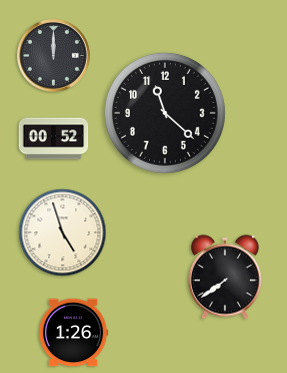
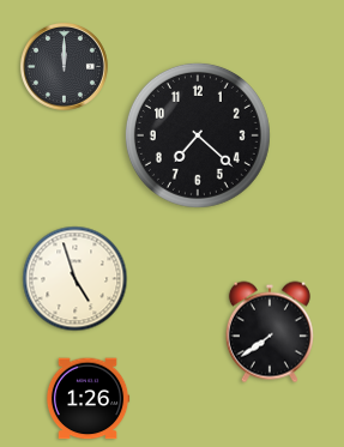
clock at (165, 113): 11:22 -> 7:22
clock at (54, 139): 00:52 -> none
